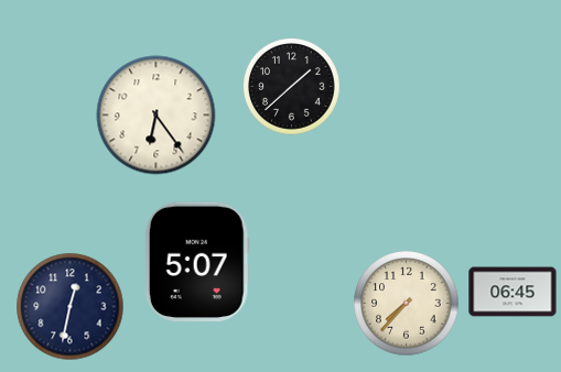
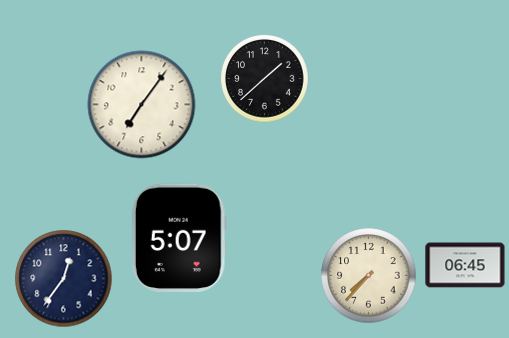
clock at (157, 116): 6:24 -> 7:06
clock at (71, 307): 12:32 -> 12:36
